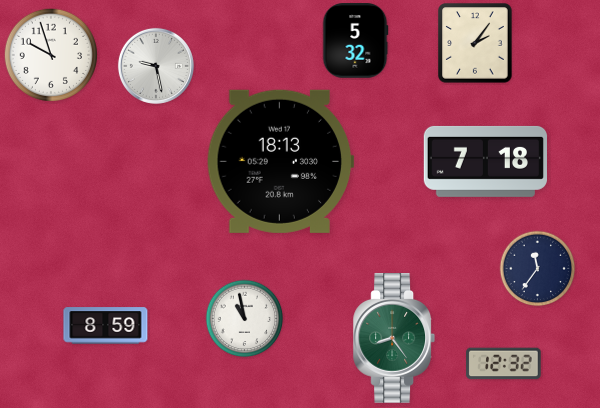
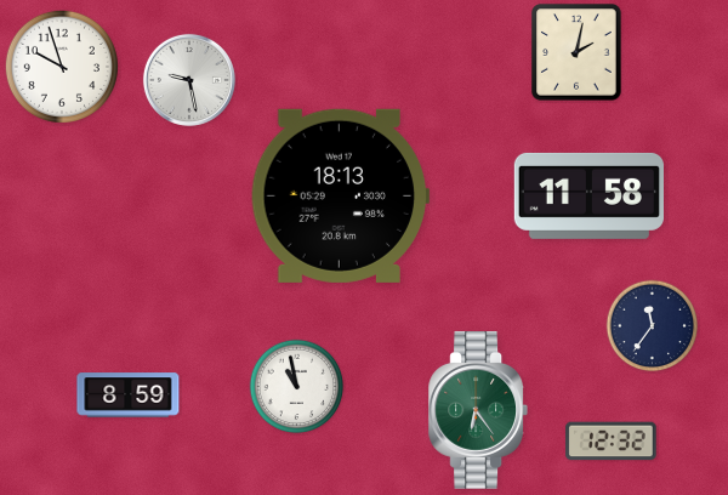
clock at (355, 41): 5:32 -> none
clock at (475, 43): 2:06 -> 2:02
clock at (485, 161): 7:18 -> 11:58
clock at (393, 339): 8:24 -> 6:24
